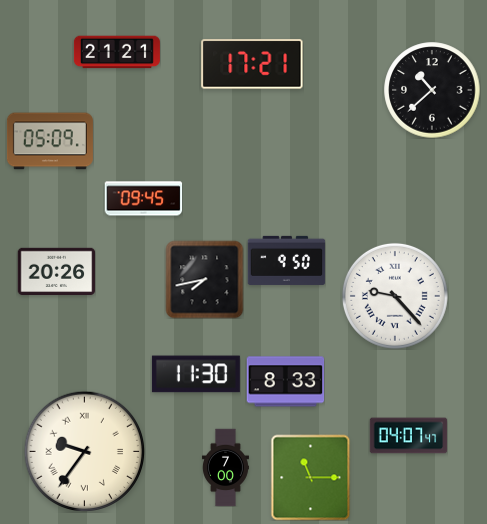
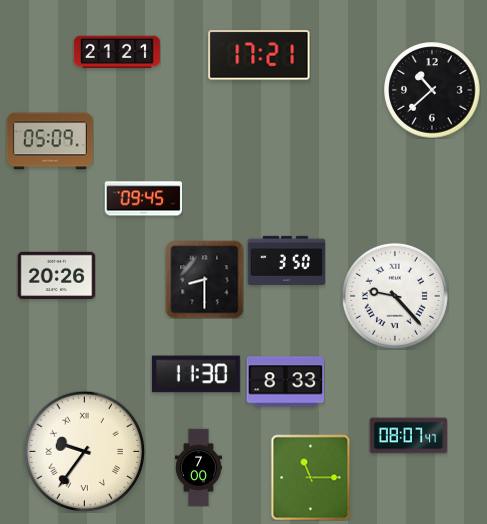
clock at (252, 64) position: (252, 64) -> (259, 55)
clock at (286, 260): 9:50 -> 3:50
clock at (56, 271) position: (56, 271) -> (56, 275)
clock at (204, 279): 7:43 -> 8:30
clock at (408, 436): 04:07 -> 08:07
clock at (225, 467) position: (225, 467) -> (198, 467)
